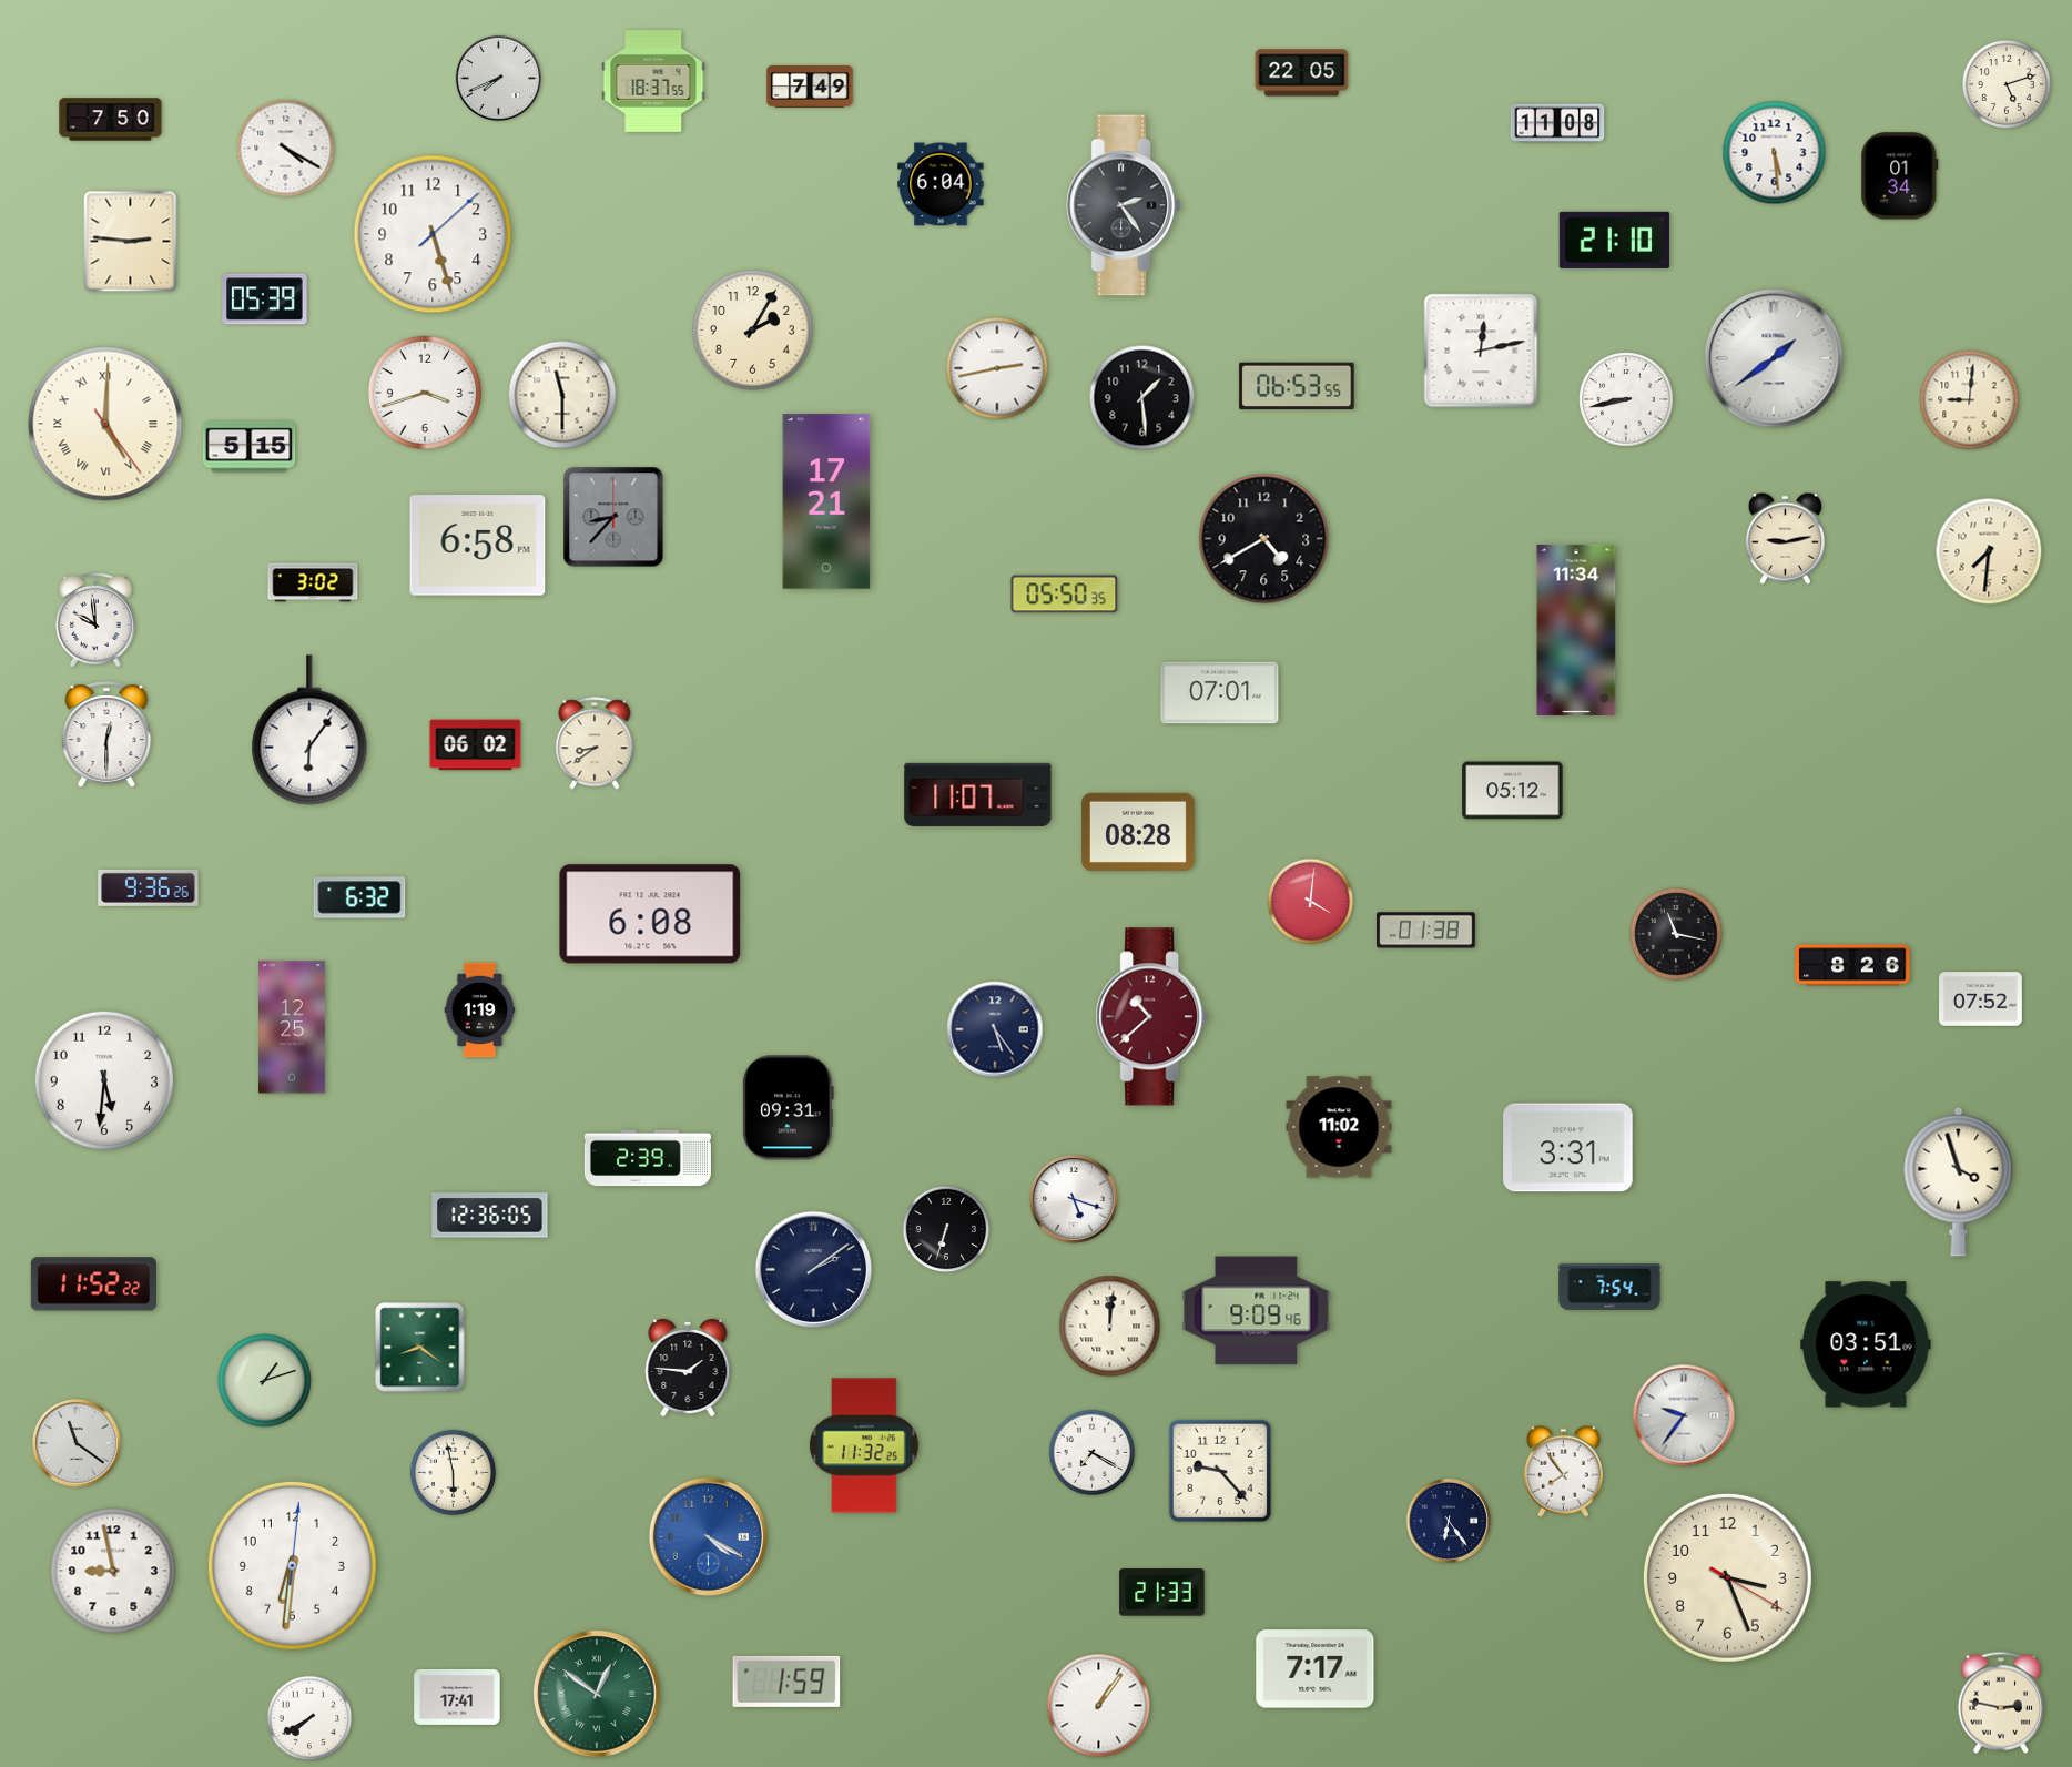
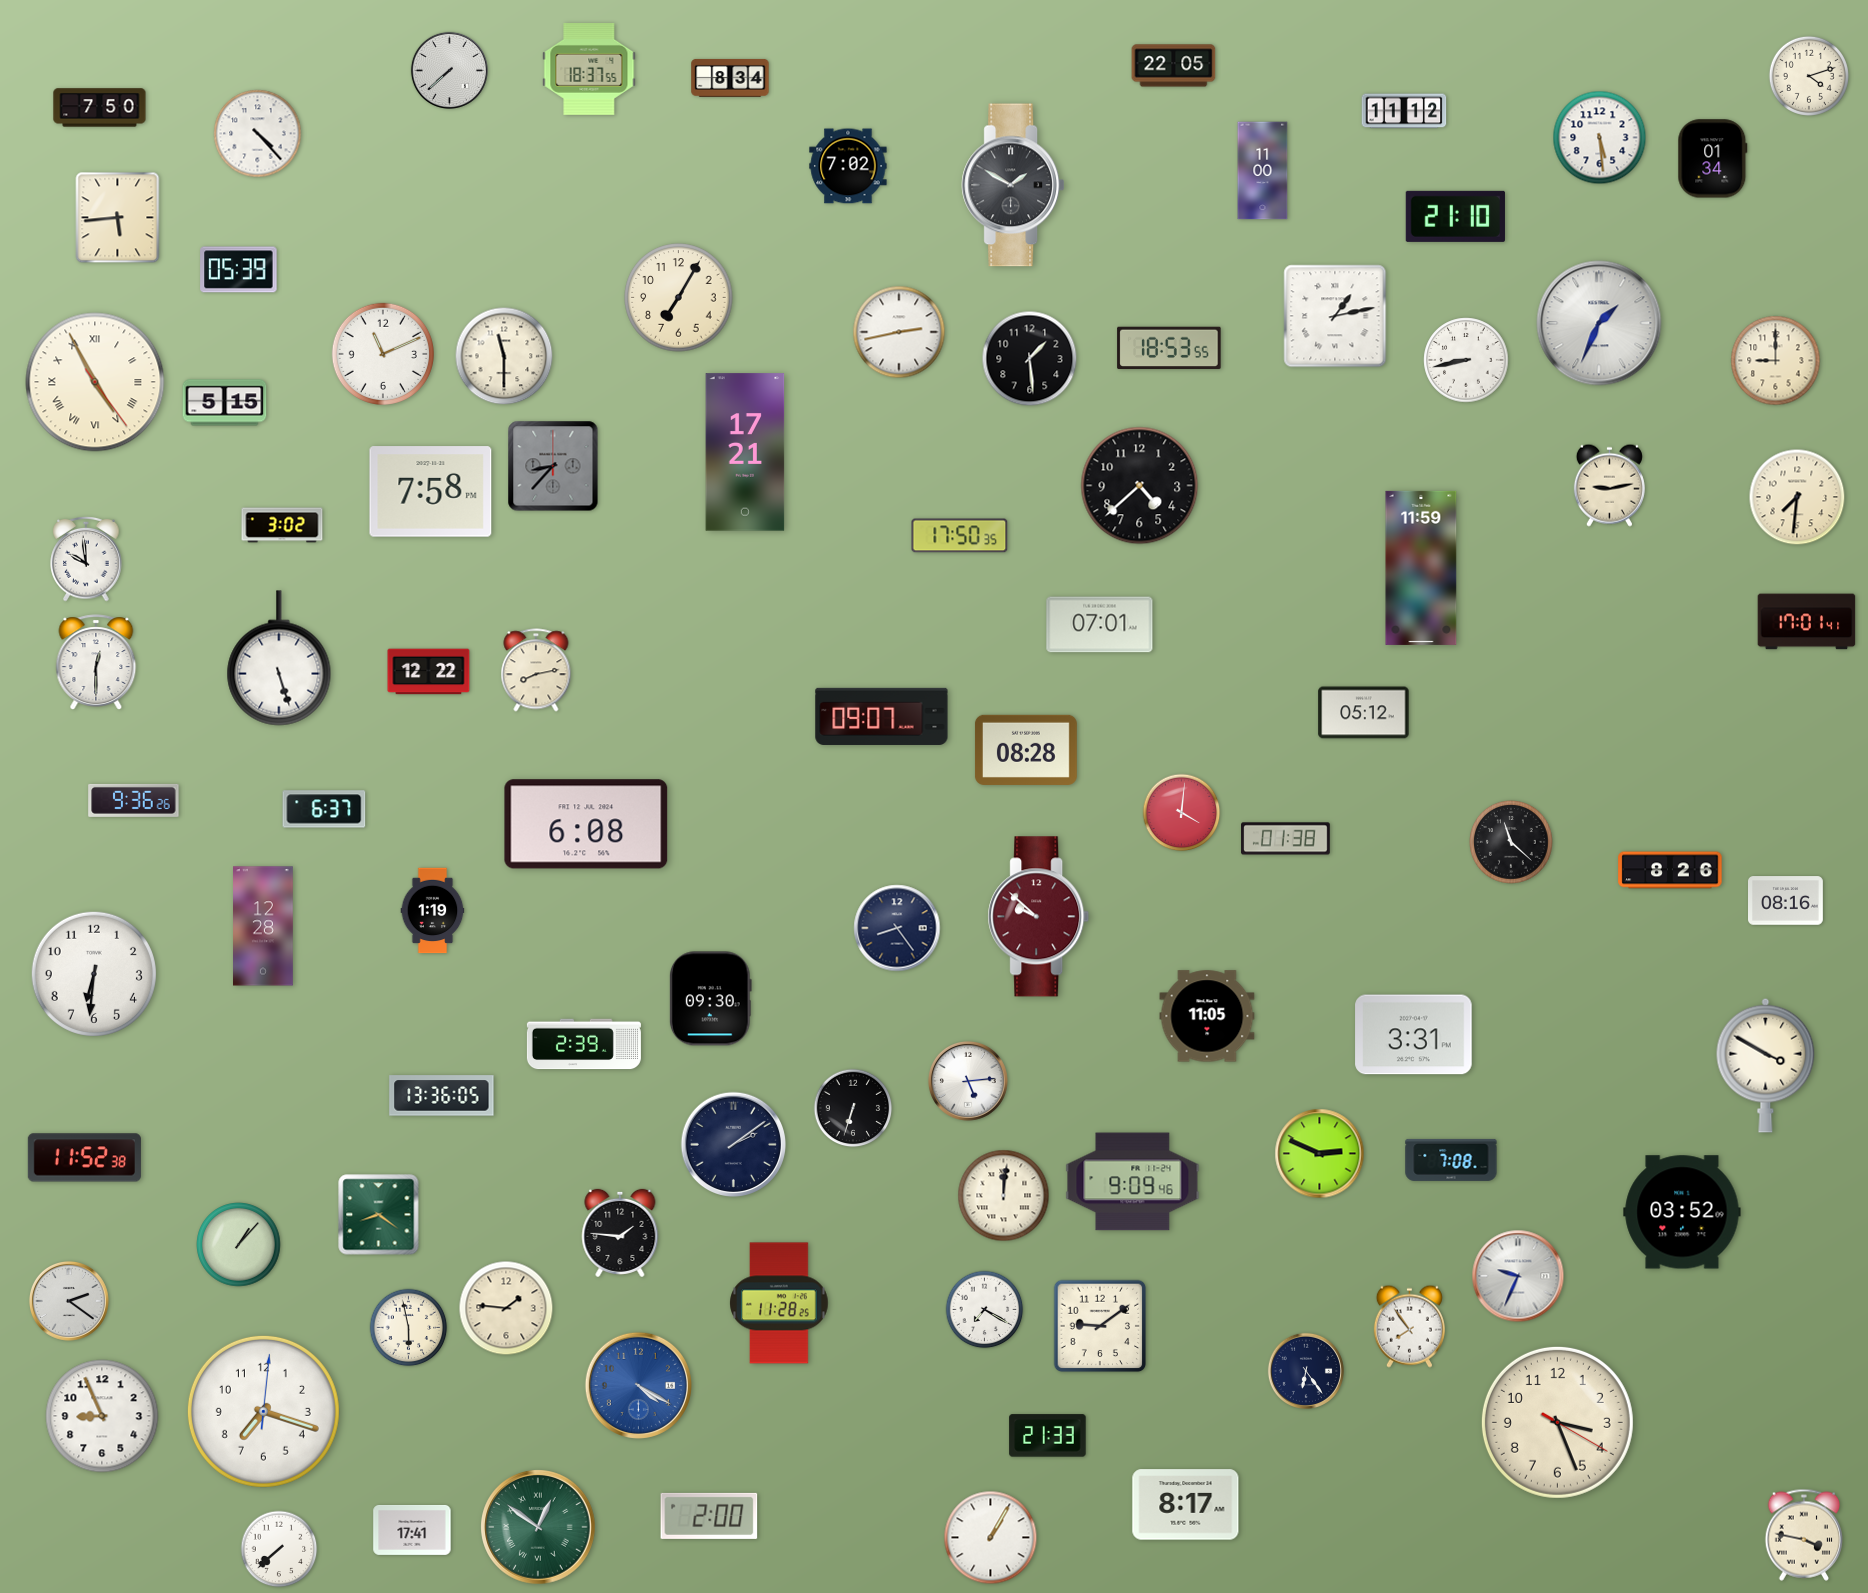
clock at (498, 78): 7:41 -> 7:38
clock at (653, 82) position: (653, 82) -> (589, 70)
clock at (2007, 84): 5:12 -> 4:12
clock at (810, 87): 7:49 -> 8:34
clock at (1557, 123): 11:08 -> 11:12
clock at (286, 149): 4:20 -> 4:23
clock at (941, 184): 6:04 -> 7:02
clock at (1263, 171): none -> 11:00
clock at (1124, 205): 2:24 -> 1:50
clock at (433, 234): 5:27 -> none
clock at (131, 242): 2:46 -> 5:44
clock at (753, 331): 2:05 -> 7:05
clock at (1481, 351): 12:13 -> 1:13
clock at (1774, 358): 1:39 -> 1:34
clock at (1297, 386): 06:53 -> 18:53
clock at (425, 393): 3:42 -> 11:11
clock at (562, 395) position: (562, 395) -> (504, 356)
clock at (1970, 400): 9:01 -> 9:00
clock at (105, 424): 5:00 -> 4:55
clock at (1264, 539): 4:40 -> 4:38
clock at (478, 546): 6:58 -> 7:58
clock at (1989, 551) position: (1989, 551) -> (1797, 497)
clock at (1065, 595): 05:50 -> 17:50
clock at (1576, 630): 11:34 -> 11:59
clock at (1807, 622): none -> 17:01
clock at (309, 730): 6:06 -> 5:27
clock at (595, 743): 8:39 -> 8:13
clock at (476, 745): 06:02 -> 12:22
clock at (978, 794): 11:07 -> 09:07
clock at (359, 897): 6:32 -> 6:37
clock at (1677, 935): 11:17 -> 11:22
clock at (1981, 999): 07:52 -> 08:16
clock at (1152, 1017): 10:38 -> 9:52
clock at (293, 1027): 12:25 -> 12:28
clock at (995, 1029): 5:24 -> 8:24
clock at (104, 1080): 5:31 -> 6:31
clock at (788, 1108): 09:31 -> 09:30
clock at (1339, 1127): 11:02 -> 11:05
clock at (1959, 1181): 3:57 -> 3:50
clock at (1074, 1199): 5:18 -> 5:14
clock at (490, 1216): 12:36 -> 13:36
clock at (1320, 1154): none -> 2:49
clock at (93, 1284): 11:52:22 -> 11:52:38
clock at (1609, 1287): 7:54 -> 7:08
clock at (1110, 1327) position: (1110, 1327) -> (1004, 1196)
clock at (1866, 1344): 03:51 -> 03:52
clock at (265, 1381): 1:12 -> 1:07
clock at (1684, 1415): 9:36 -> 9:34
clock at (77, 1443): 11:21 -> 2:21
clock at (864, 1445): 11:32 -> 11:28
clock at (506, 1308): none -> 1:46
clock at (1220, 1471): 9:23 -> 9:09
clock at (292, 1565): 6:31 -> 7:18
clock at (113, 1571): 8:58 -> 8:56
clock at (1316, 1669): 7:17 -> 8:17
clock at (786, 1682): 1:59 -> 2:00
clock at (2001, 1703): 2:47 -> 3:47
clock at (1099, 1706): 1:06 -> 1:05
clock at (309, 1718): 7:40 -> 7:38
